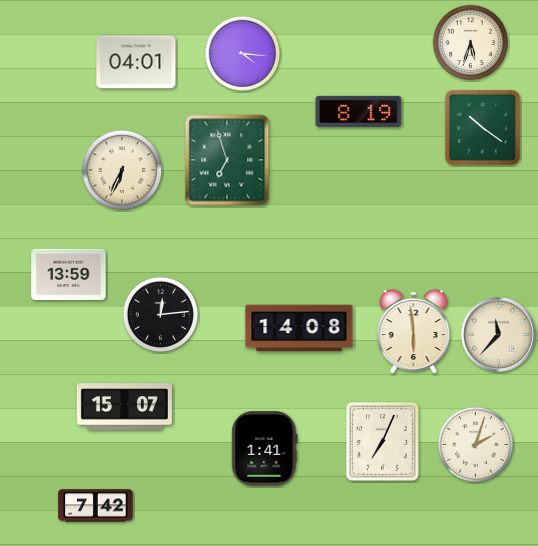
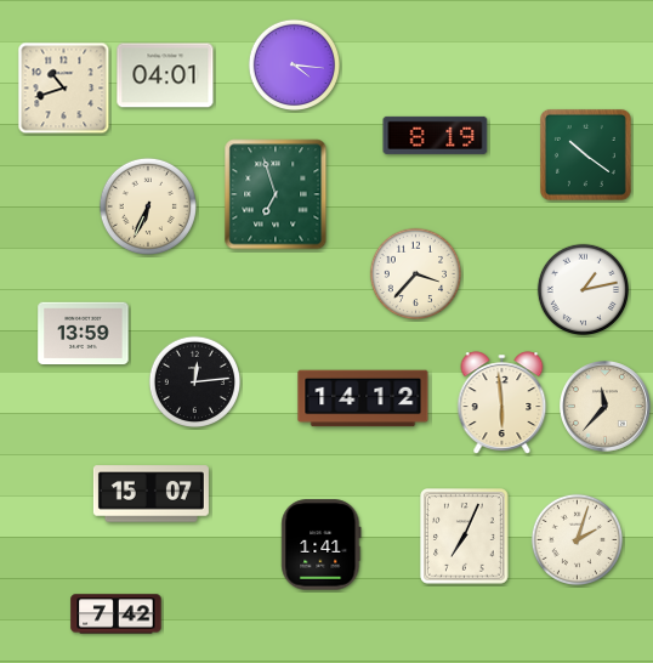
clock at (470, 42): 5:33 -> none
clock at (64, 89): none -> 10:42
clock at (415, 273): none -> 3:37
clock at (583, 289): none -> 1:13
clock at (299, 328): 14:08 -> 14:12
